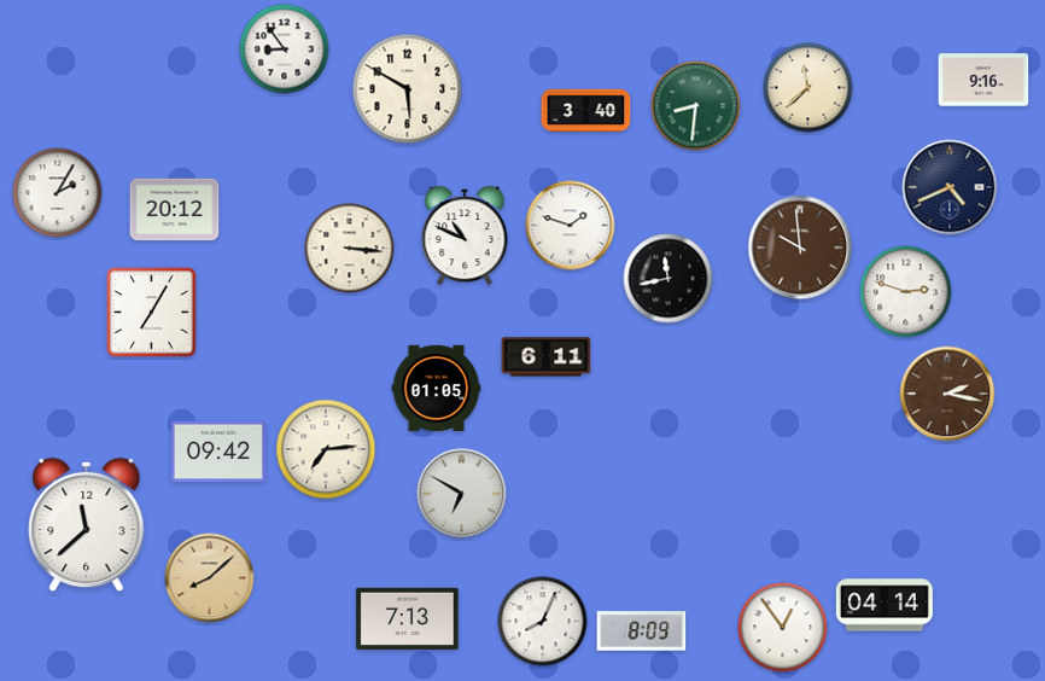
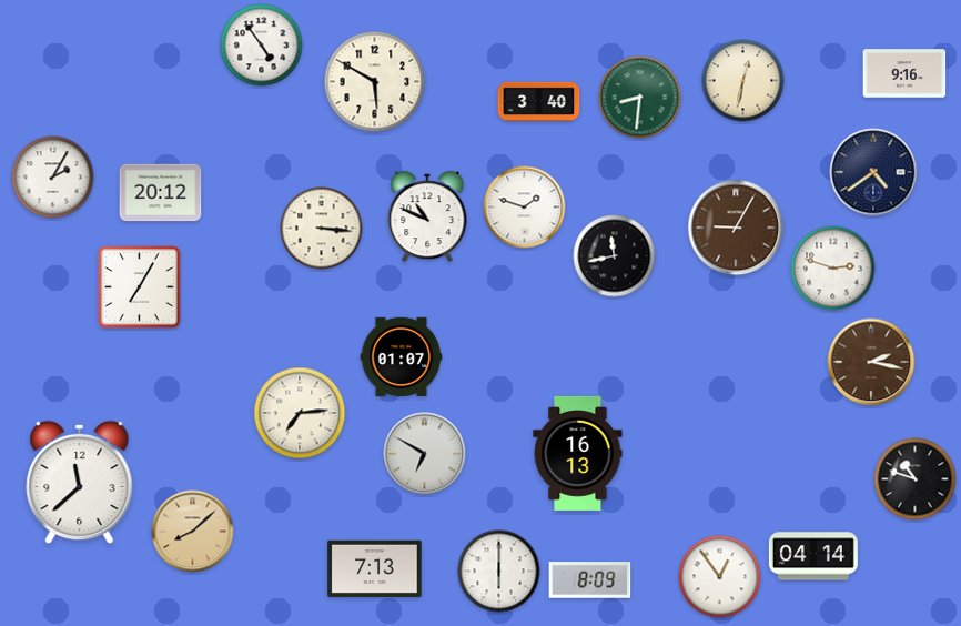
clock at (285, 50): 8:54 -> 4:54
clock at (808, 88): 11:38 -> 12:32
clock at (950, 187): 4:41 -> 4:39
clock at (800, 248): 9:59 -> 9:05
clock at (547, 357): 6:11 -> none
clock at (437, 388): 01:05 -> 01:07
clock at (218, 452): 09:42 -> none
clock at (578, 453): none -> 16:13
clock at (916, 479): none -> 10:48
clock at (543, 622): 8:04 -> 6:00
